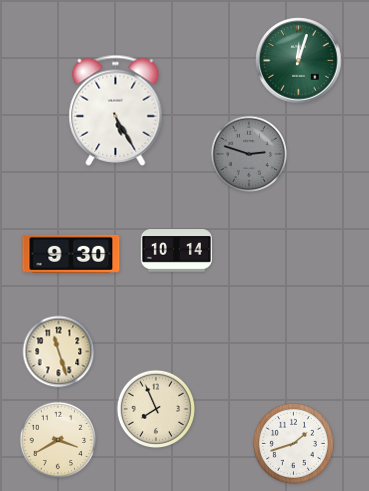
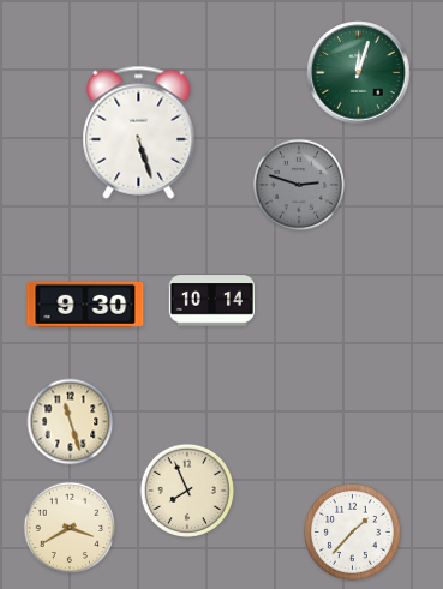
clock at (116, 110): 5:25 -> 5:27
clock at (293, 443): 1:42 -> 1:37
